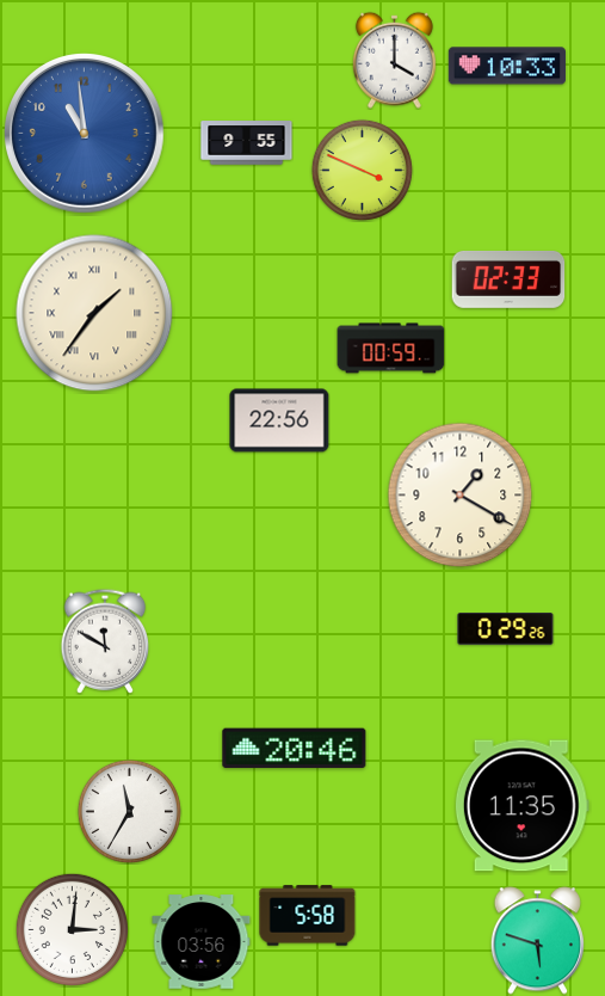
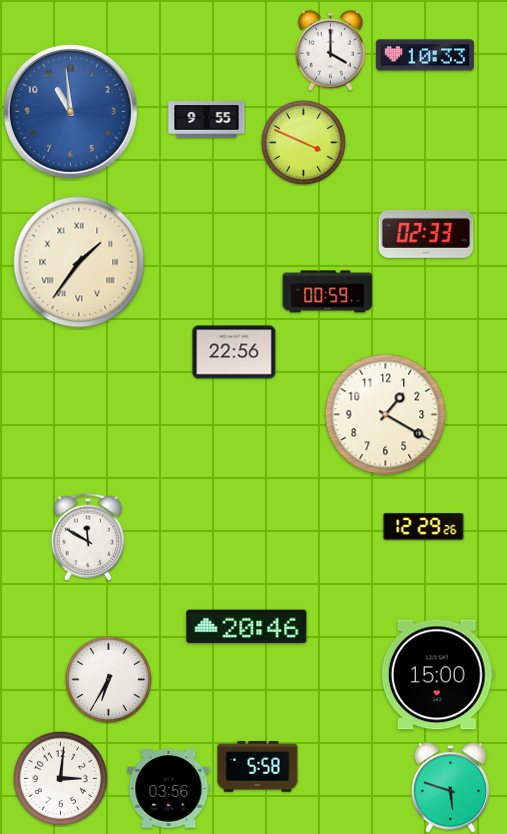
clock at (506, 629): 0:29 -> 12:29
clock at (521, 806): 11:35 -> 15:00
clock at (129, 811): 11:35 -> 6:35
